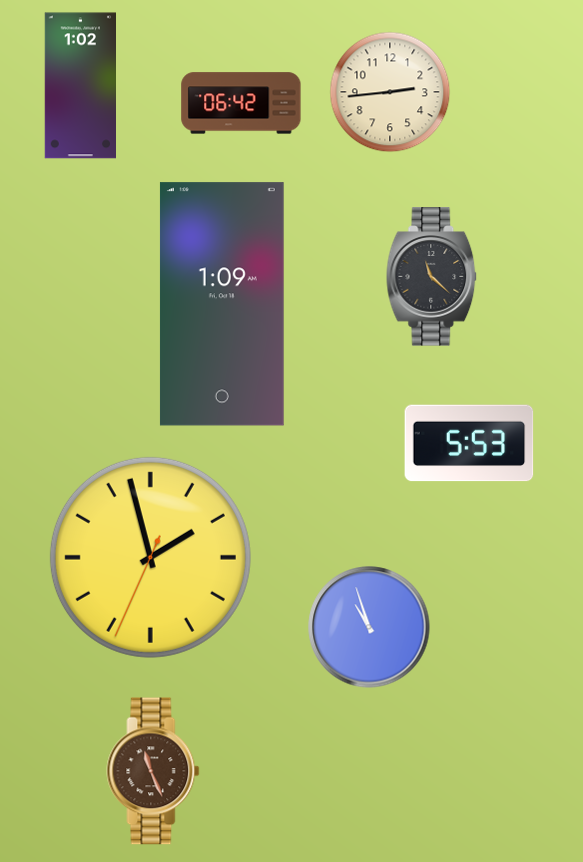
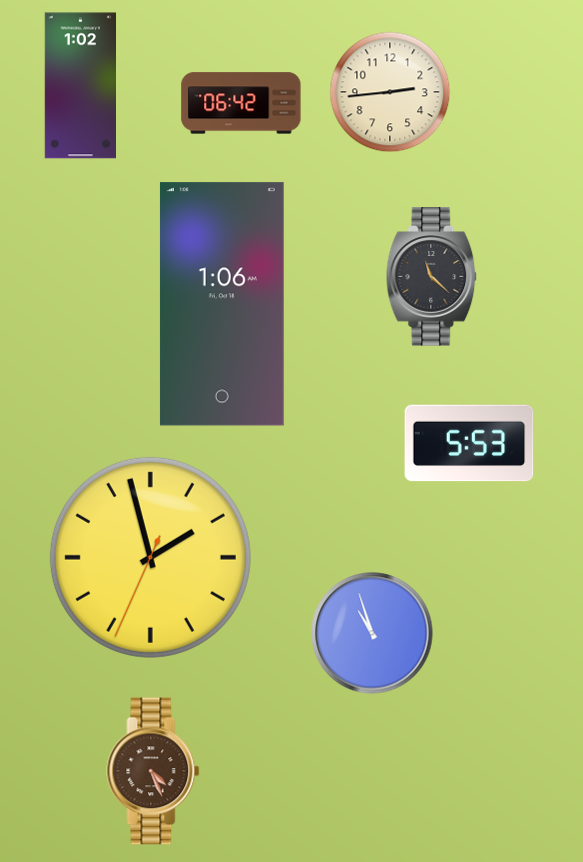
clock at (222, 304): 1:09 -> 1:06
clock at (369, 627) position: (369, 627) -> (372, 633)
clock at (153, 771): 11:26 -> 4:26
